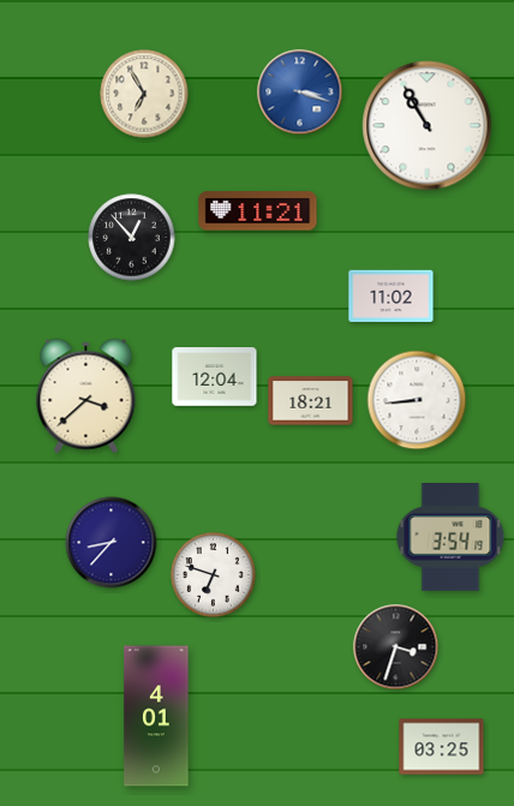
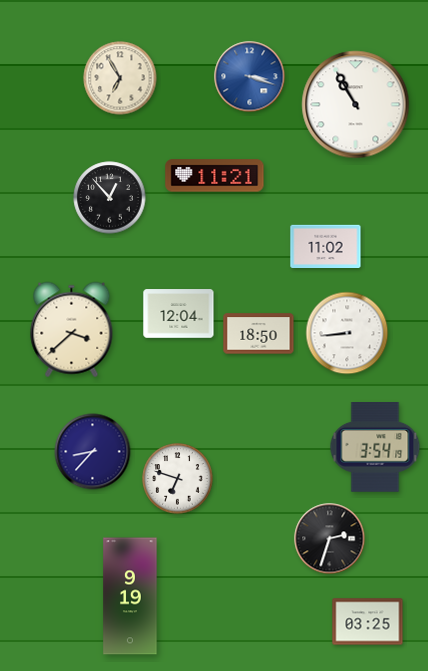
clock at (311, 401): 18:21 -> 18:50
clock at (396, 647): 3:33 -> 2:33
clock at (156, 716): 4:01 -> 9:19
